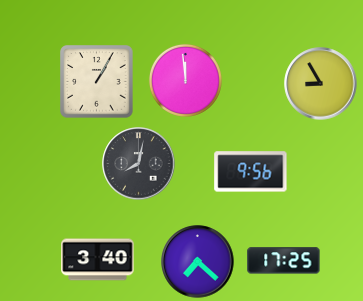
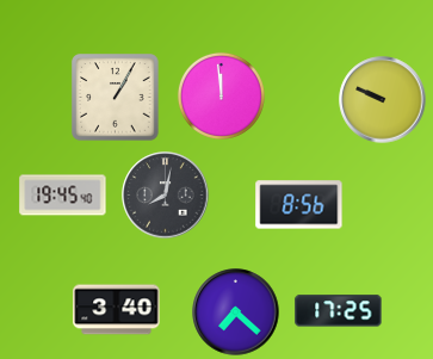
clock at (321, 84): 8:55 -> 9:49
clock at (63, 196): none -> 19:45
clock at (251, 172): 9:56 -> 8:56
